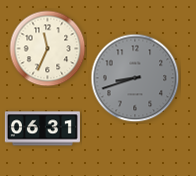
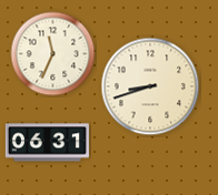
clock at (135, 78) dial: grey -> cream
